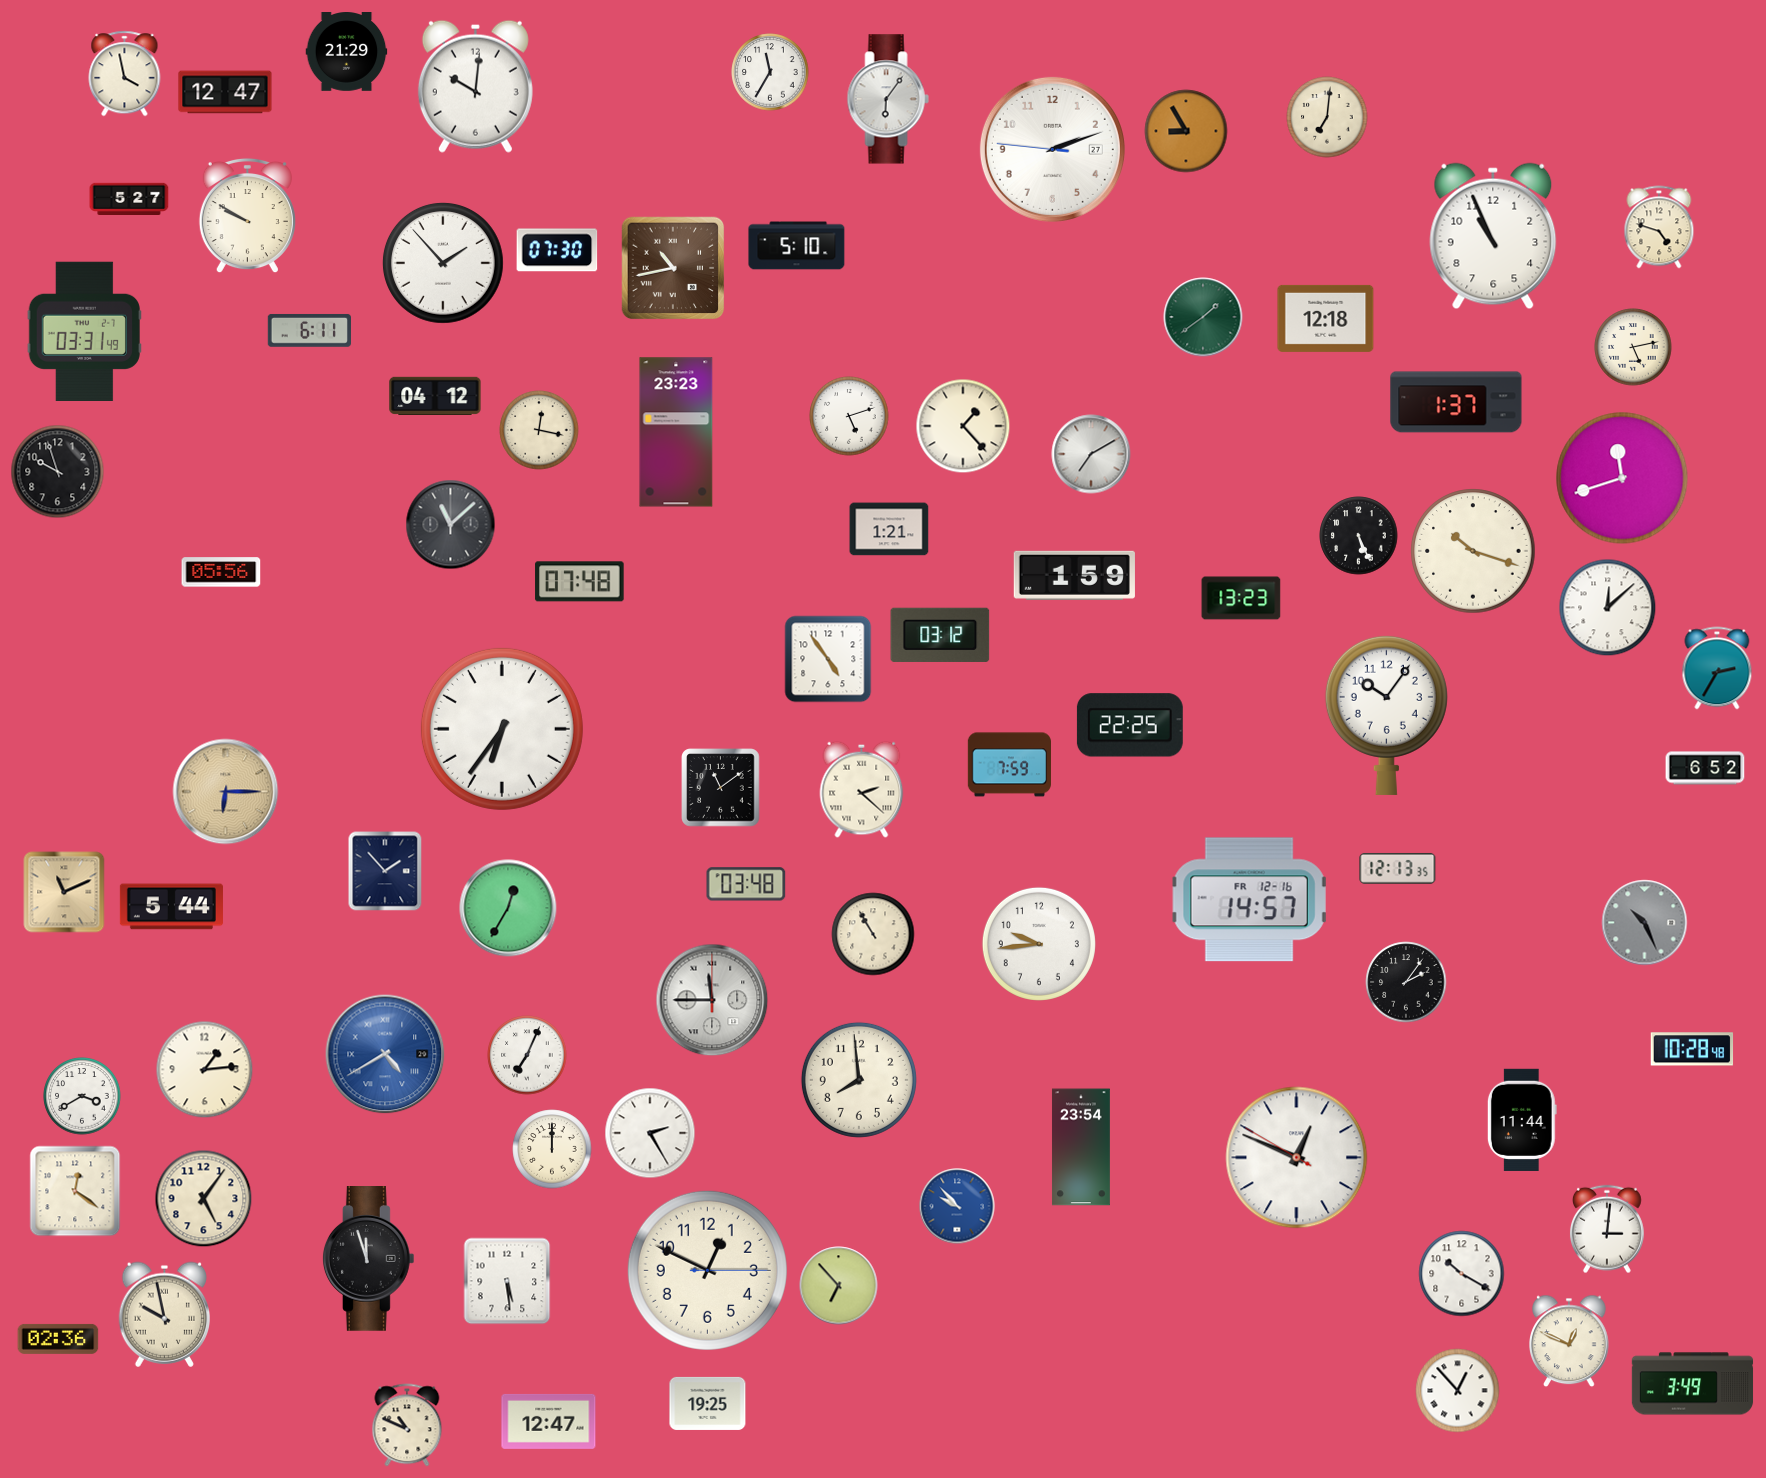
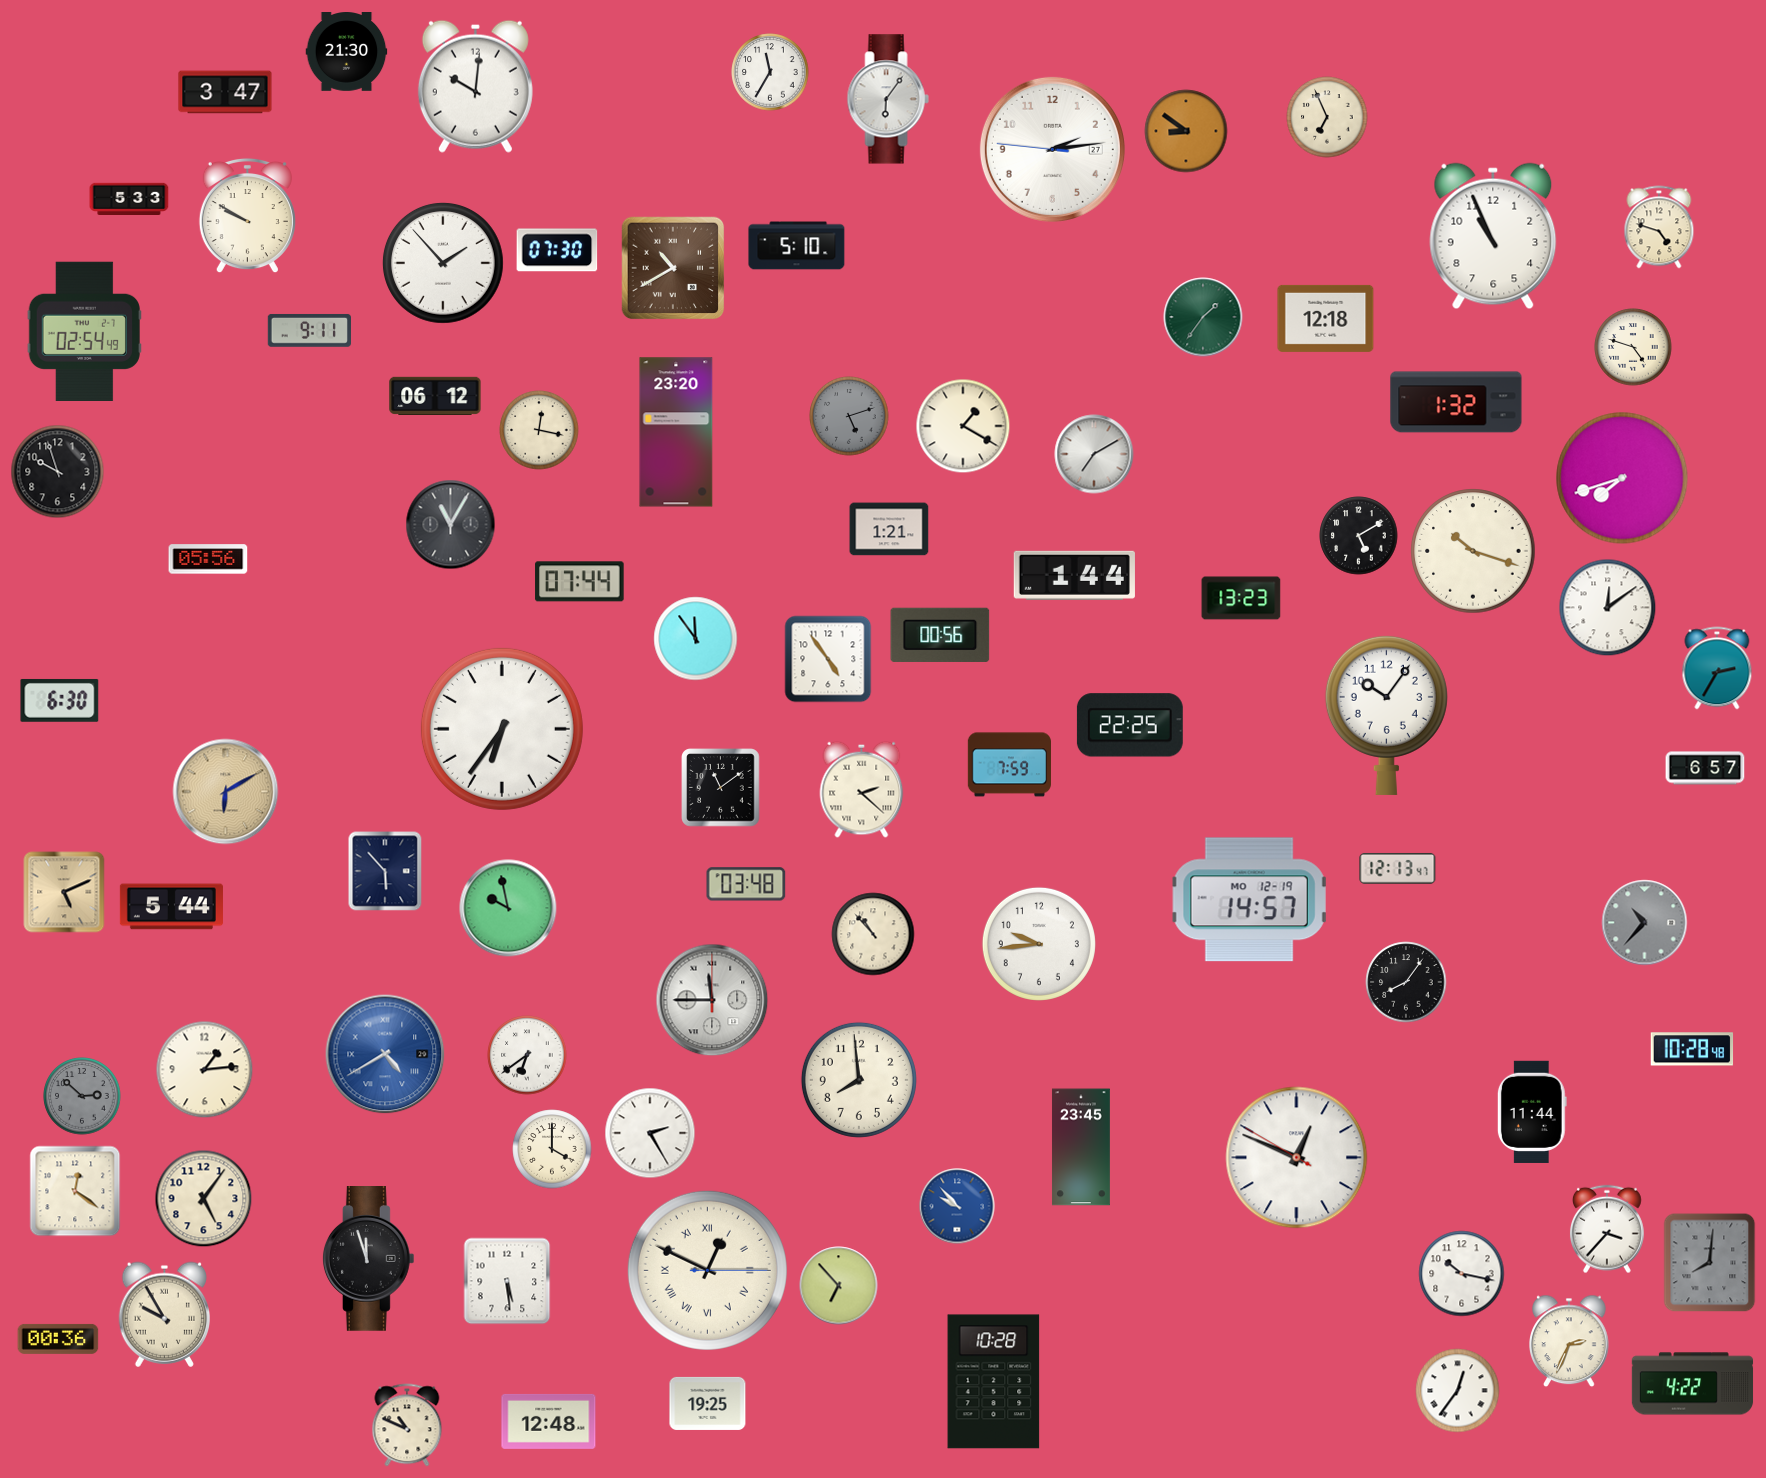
clock at (347, 52): 21:29 -> 21:30
clock at (125, 74): 3:58 -> none
clock at (225, 92): 12:47 -> 3:47
clock at (1327, 117): 7:01 -> 6:56
clock at (1186, 131): 8:55 -> 8:51
clock at (1052, 149): 2:11 -> 2:13
clock at (129, 198): 5:27 -> 5:33
clock at (673, 268): 10:43 -> 10:40
clock at (1203, 317): 1:39 -> 1:36
clock at (309, 330): 6:11 -> 9:11
clock at (84, 331): 03:31 -> 02:54
clock at (1633, 347): 5:13 -> 4:48
clock at (435, 395): 04:12 -> 06:12
clock at (1456, 402): 1:37 -> 1:32
clock at (849, 416) dial: white -> grey
clock at (963, 426): 1:23 -> 1:20
clock at (676, 432): 23:23 -> 23:20
clock at (1091, 454) position: (1091, 454) -> (1094, 454)
clock at (1622, 478): 11:42 -> 7:42
clock at (451, 525): 11:08 -> 11:05
clock at (1359, 536): 5:26 -> 5:10
clock at (221, 572) position: (221, 572) -> (208, 559)
clock at (1074, 575): 1:59 -> 1:44
clock at (580, 582): 07:48 -> 07:44
clock at (1608, 608): 12:08 -> 12:09
clock at (940, 635): 03:12 -> 00:56
clock at (696, 639): none -> 11:54
clock at (60, 700): none -> 6:30
clock at (1705, 768): 6:52 -> 6:57
clock at (226, 792): 6:15 -> 6:10
clock at (1398, 868): 12:13:35 -> 12:13:47
clock at (385, 871): 1:53 -> 5:53
clock at (64, 892): 11:11 -> 5:11
clock at (1250, 900) date: FR 12-16 -> MO 12-19
clock at (508, 908): 12:35 -> 9:58
clock at (1645, 923): 10:26 -> 10:37
clock at (873, 934): 10:55 -> 10:53
clock at (1406, 982): 2:06 -> 8:06
clock at (527, 1055): 7:04 -> 6:39
clock at (82, 1096): 3:40 -> 2:52
clock at (82, 1096) dial: white -> grey
clock at (1522, 1119) position: (1522, 1119) -> (1532, 1111)
clock at (1081, 1147): 23:54 -> 23:45
clock at (552, 1149): 12:00 -> 4:00
clock at (1607, 1229): 3:01 -> 3:37
clock at (1710, 1263): none -> 8:01
clock at (707, 1270) numerals: Arabic -> Roman
clock at (1462, 1274): 10:20 -> 10:17
clock at (164, 1314): 9:58 -> 9:55
clock at (58, 1339): 02:36 -> 00:36
clock at (1570, 1341): 12:49 -> 2:34
clock at (994, 1382): none -> 10:28
clock at (1693, 1384): 3:49 -> 4:22
clock at (1458, 1391): 12:53 -> 12:36
clock at (549, 1421): 12:47 -> 12:48
